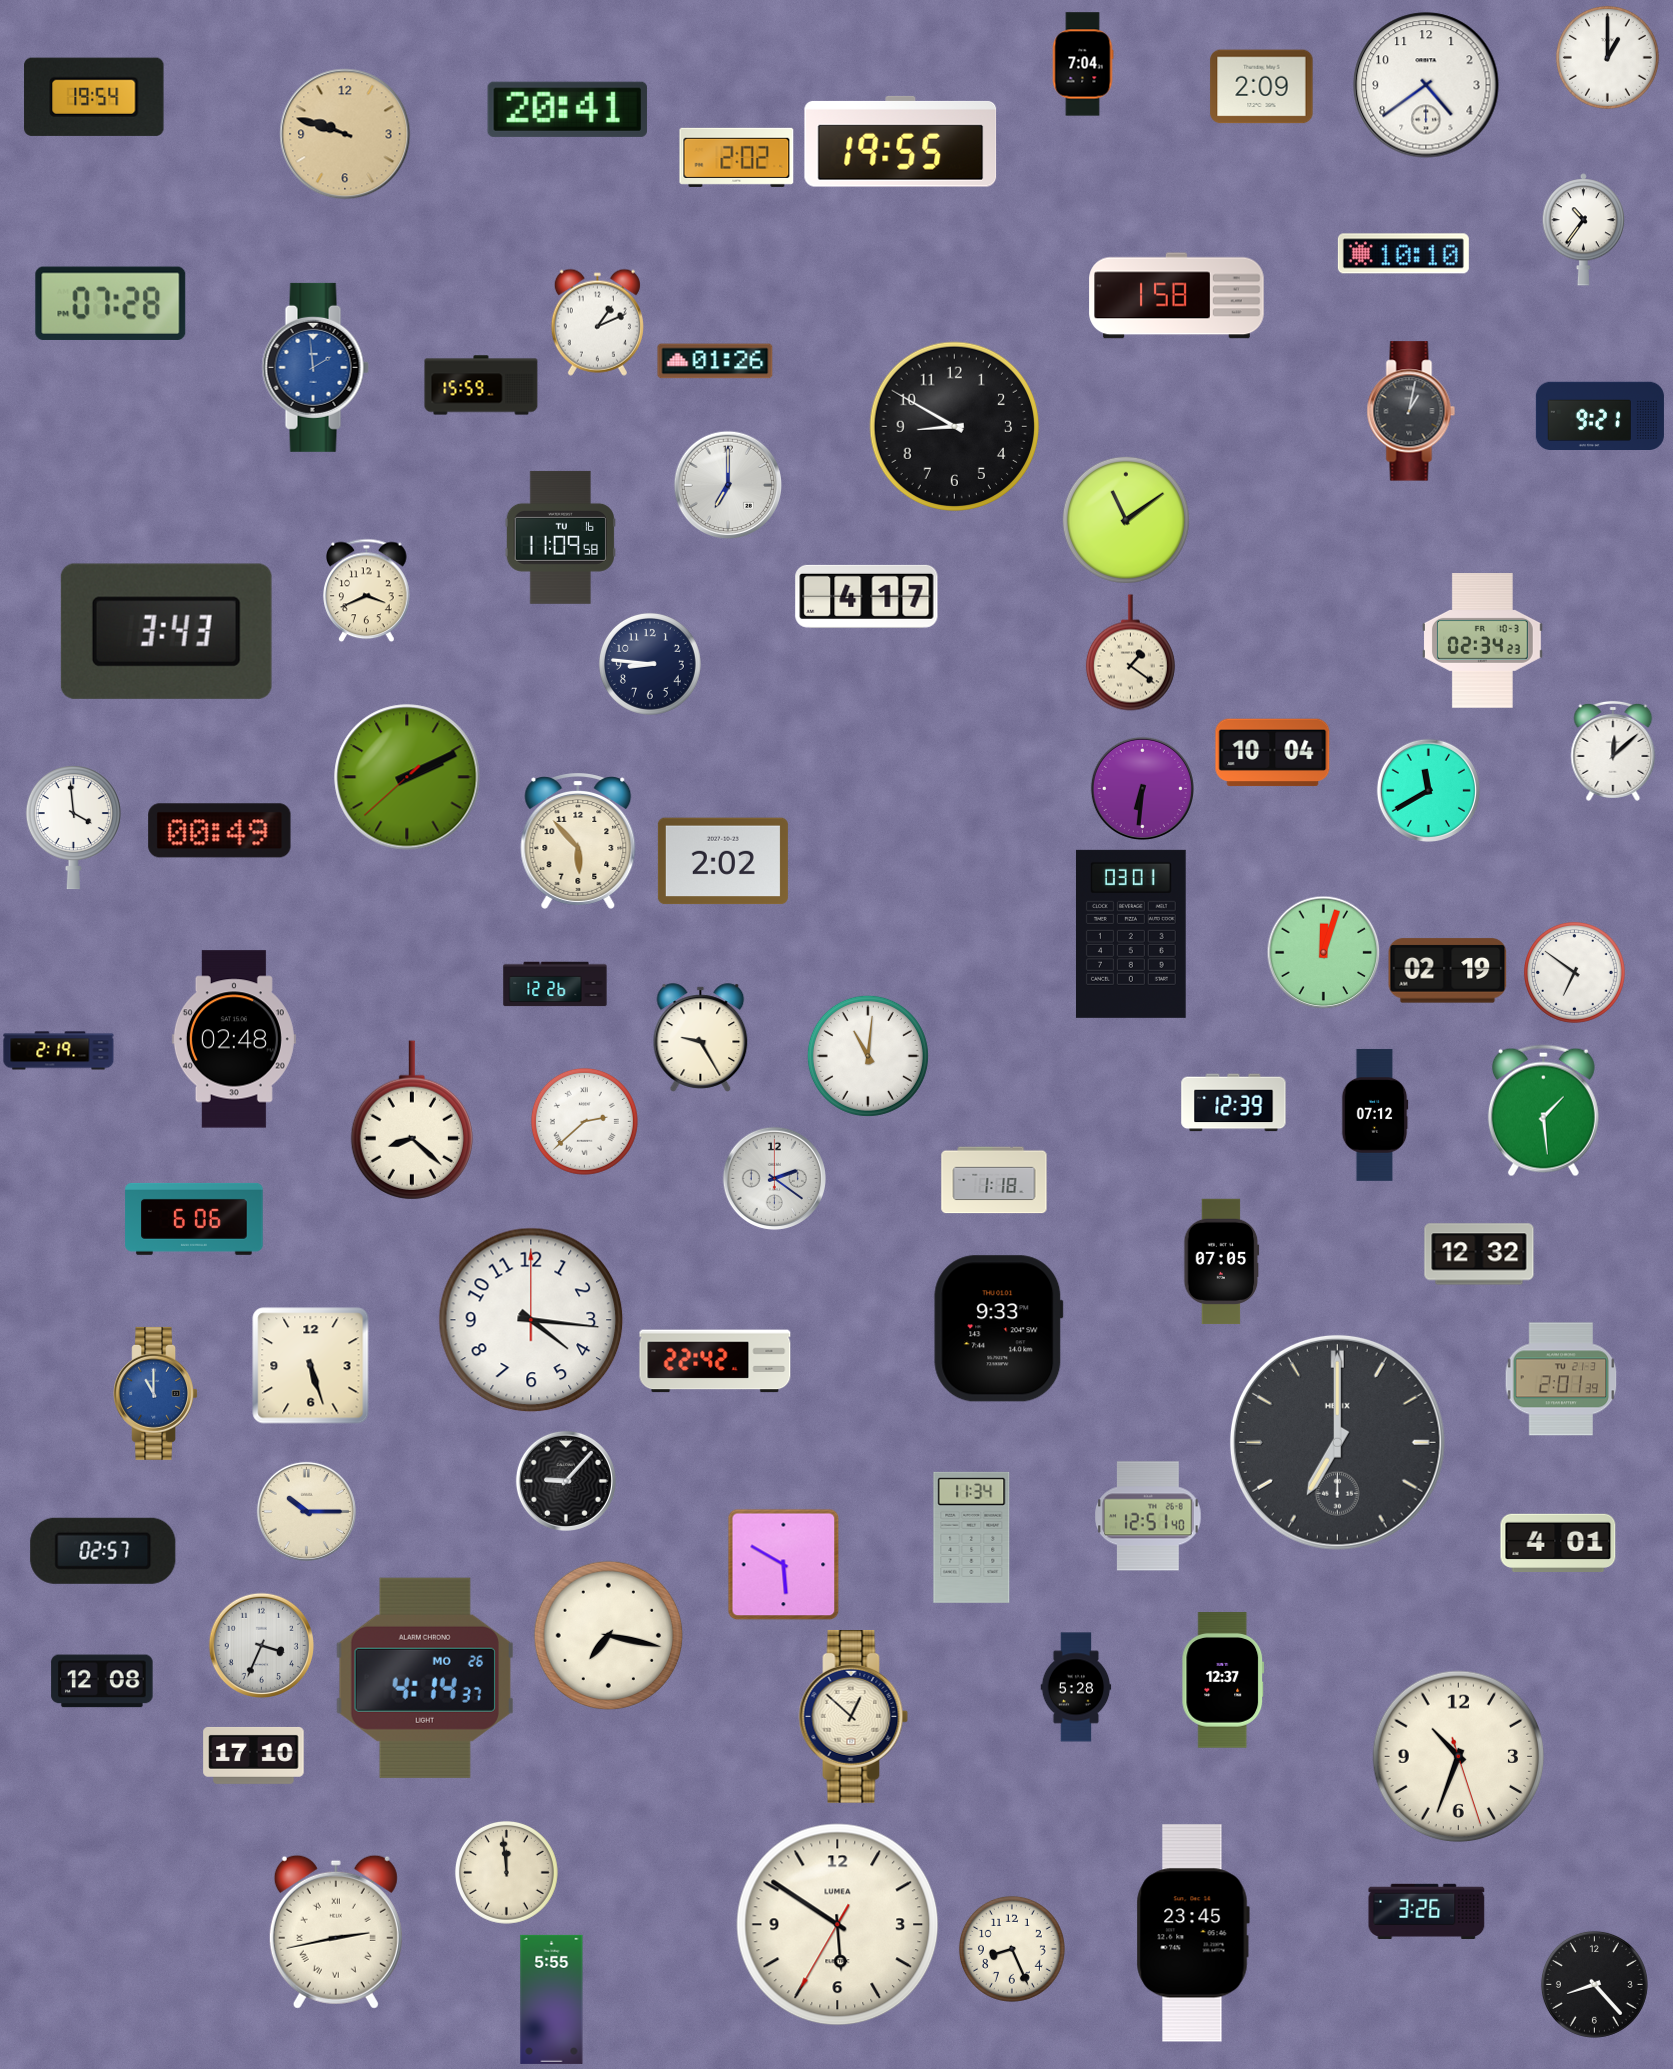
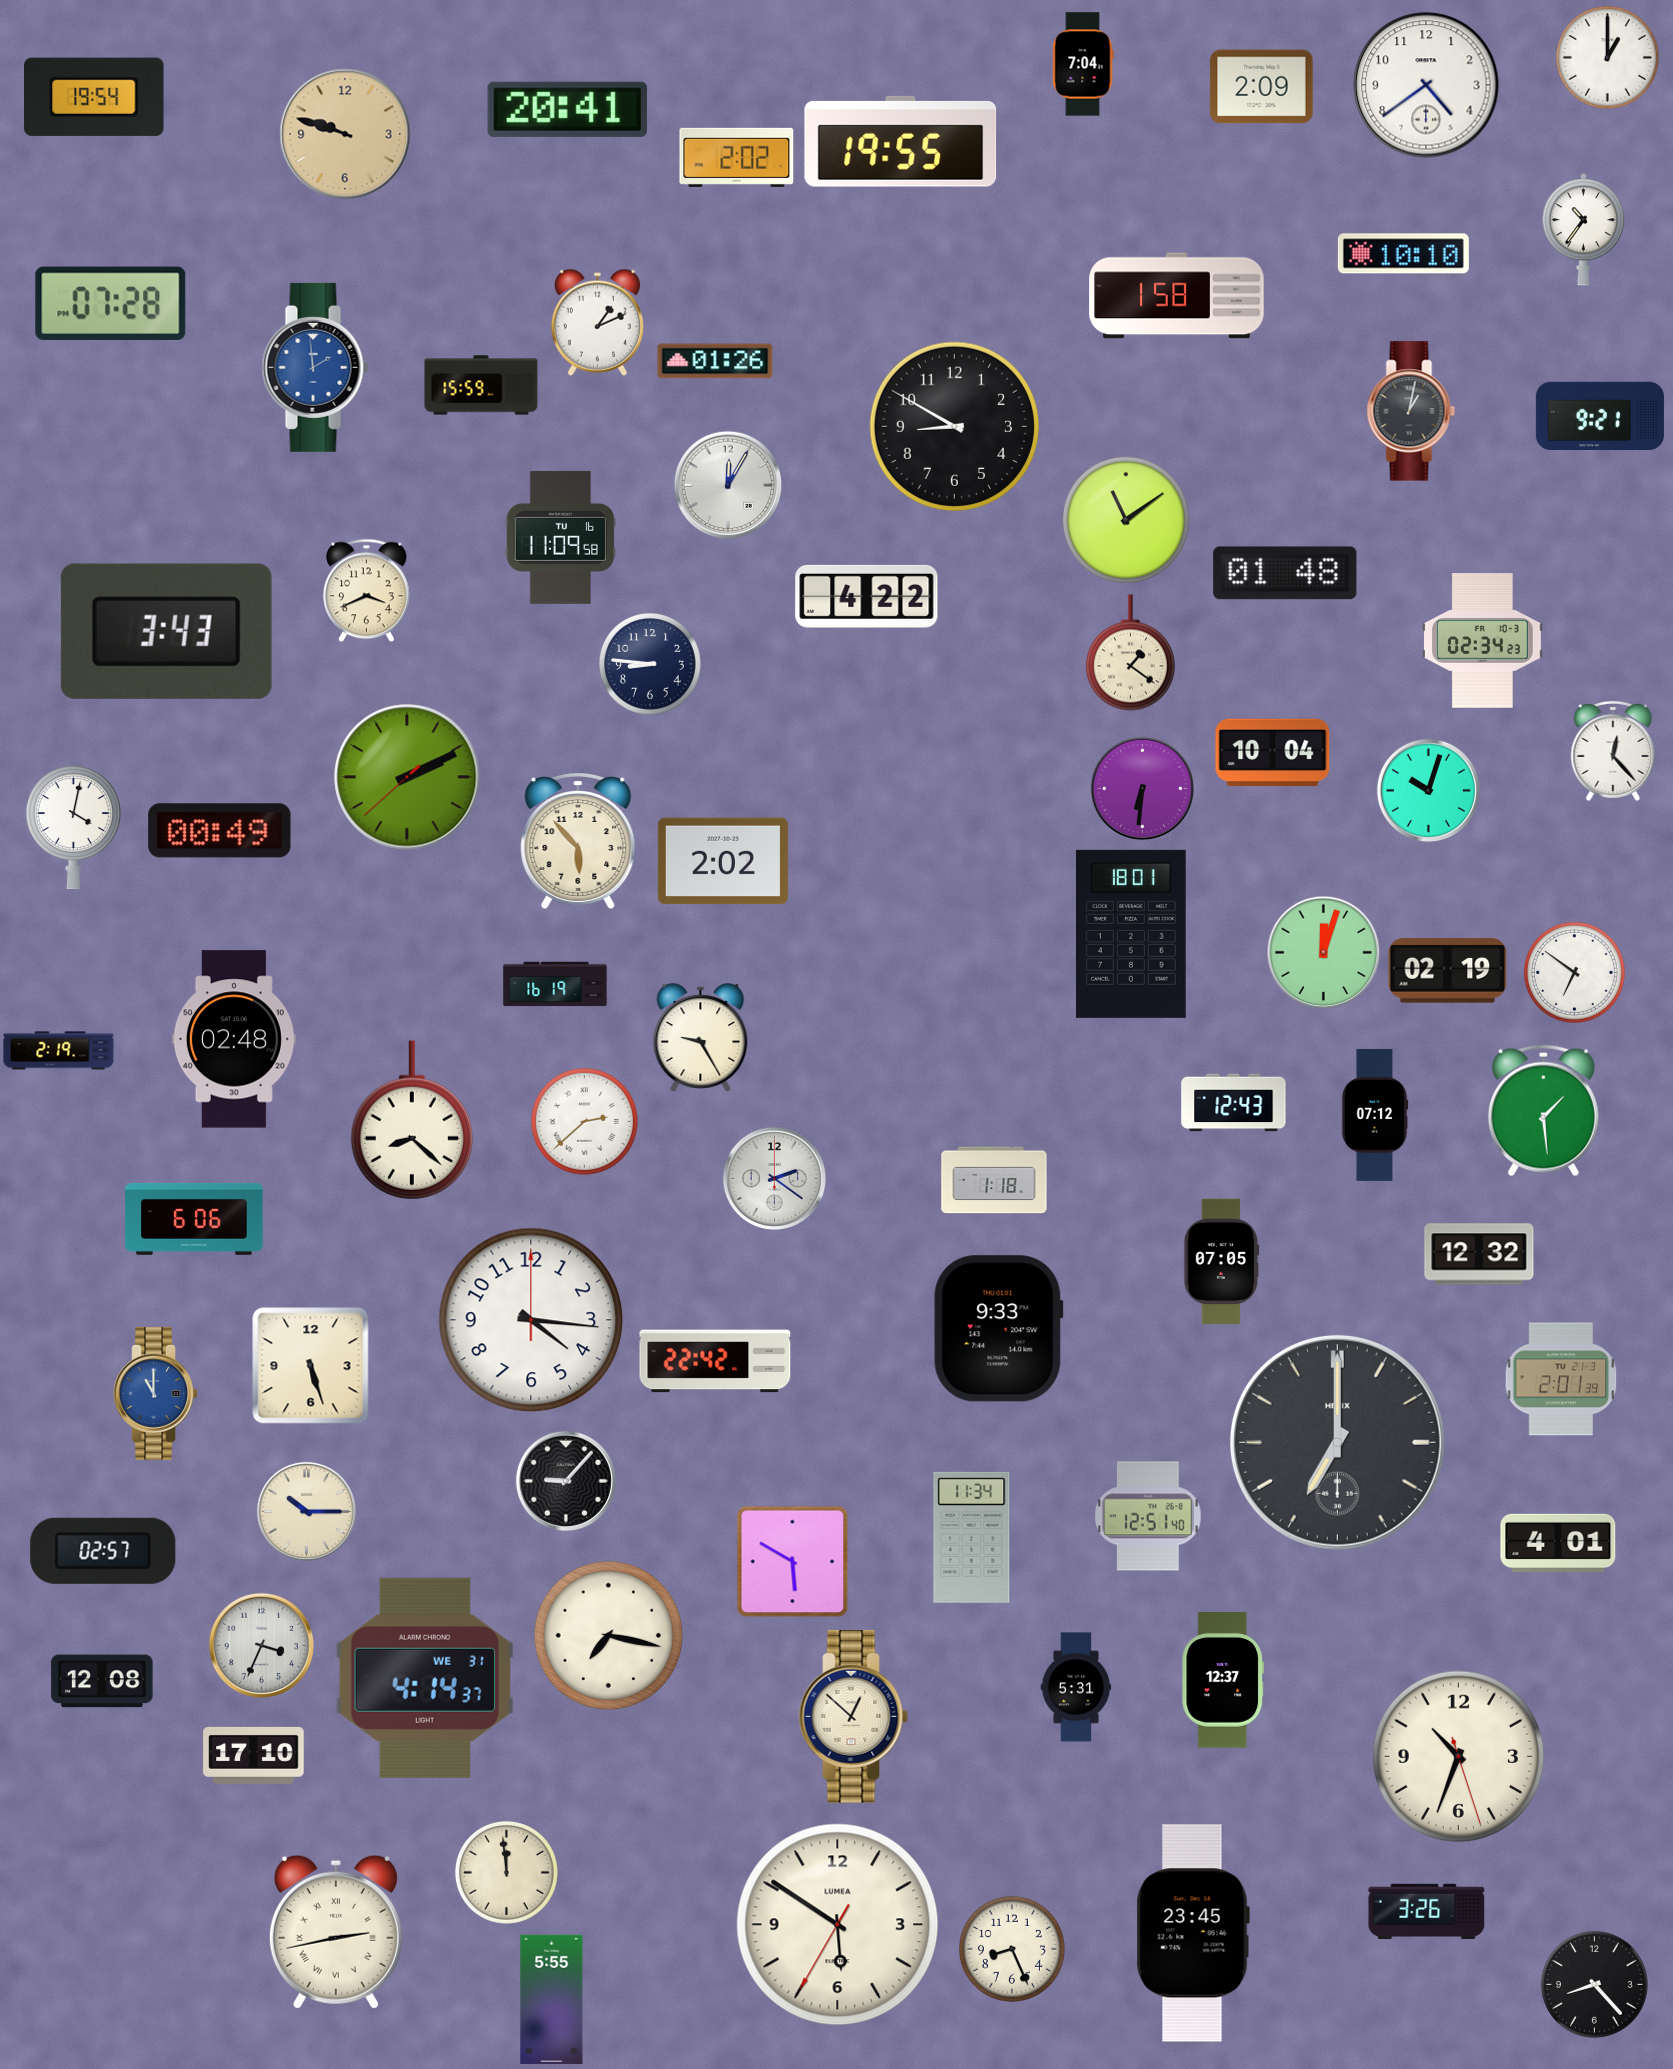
clock at (728, 485): 7:00 -> 12:05
clock at (1285, 573): none -> 01:48
clock at (867, 596): 4:17 -> 4:22
clock at (1613, 751): 12:08 -> 12:23
clock at (1428, 790): 11:40 -> 10:03
clock at (73, 828): 3:59 -> 4:02
clock at (1131, 934): 03:01 -> 18:01
clock at (555, 984): 12:26 -> 16:19
clock at (868, 1056): 11:01 -> none
clock at (1234, 1103): 12:39 -> 12:43
clock at (784, 1565) position: (784, 1565) -> (793, 1562)
clock at (425, 1678) date: MO 26 -> WE 31
clock at (1076, 1687): 5:28 -> 5:31
